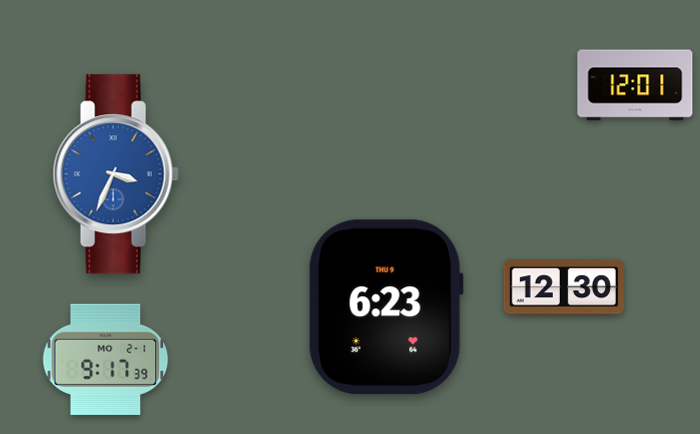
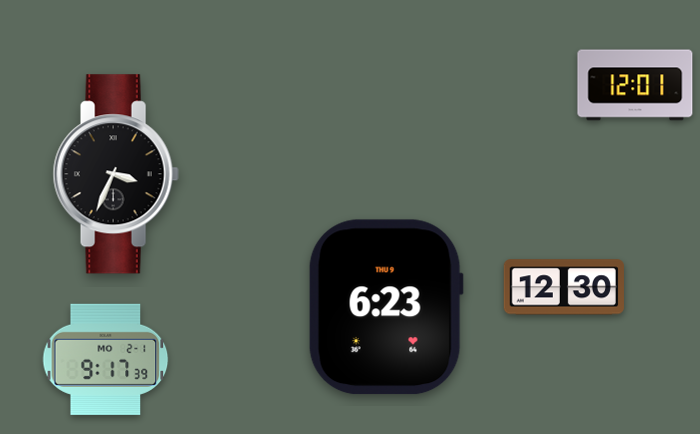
clock at (116, 174) dial: blue -> black
